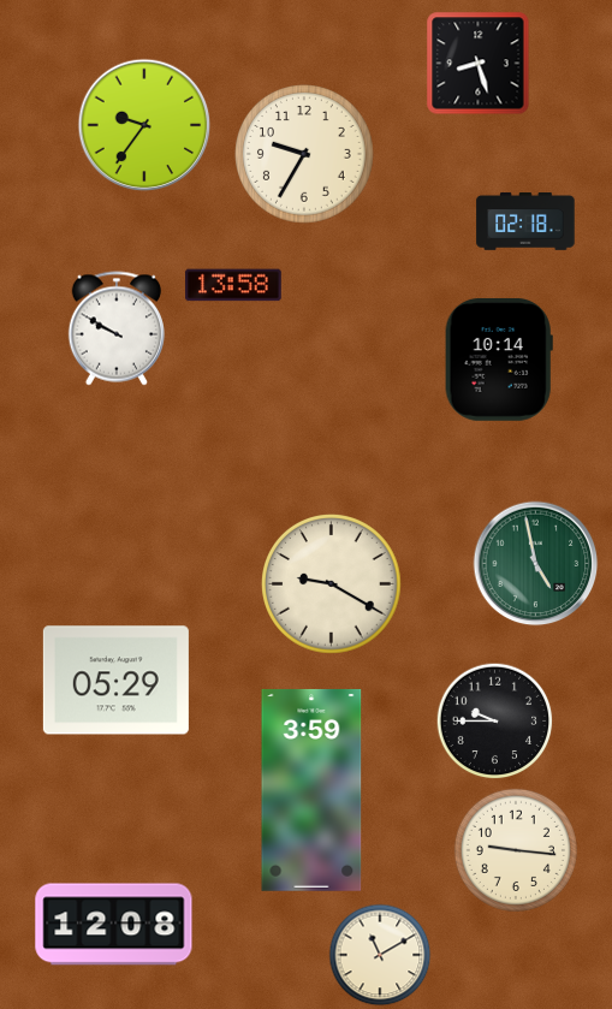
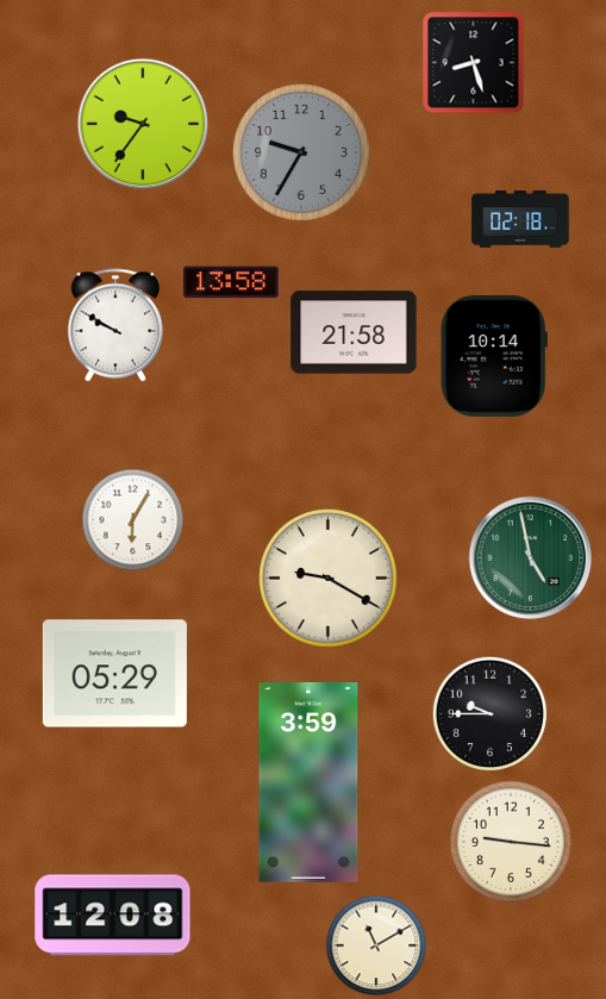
clock at (305, 155) dial: cream -> grey
clock at (354, 332): none -> 21:58
clock at (133, 520): none -> 6:05
